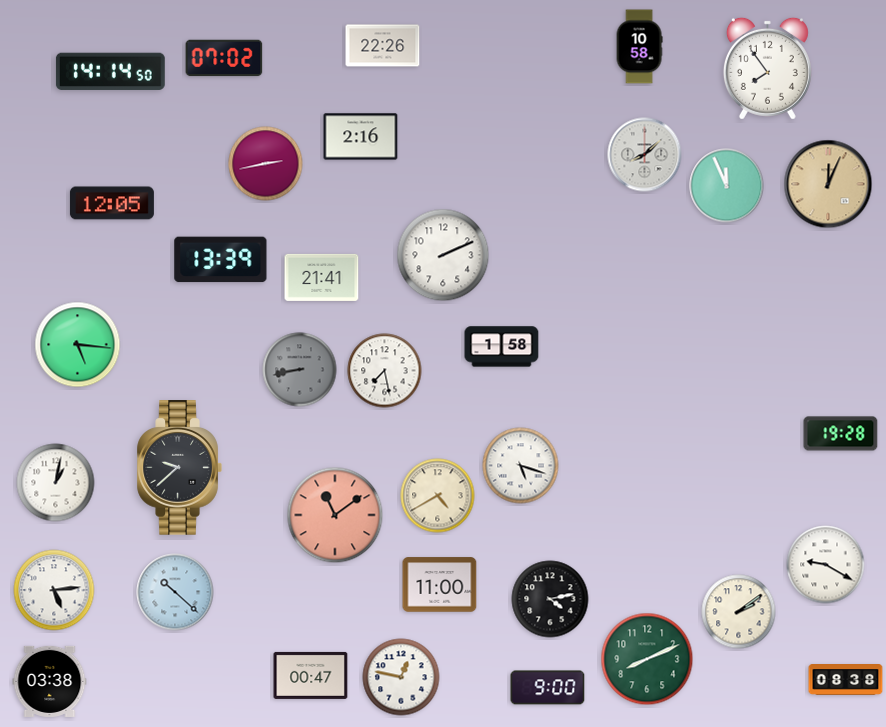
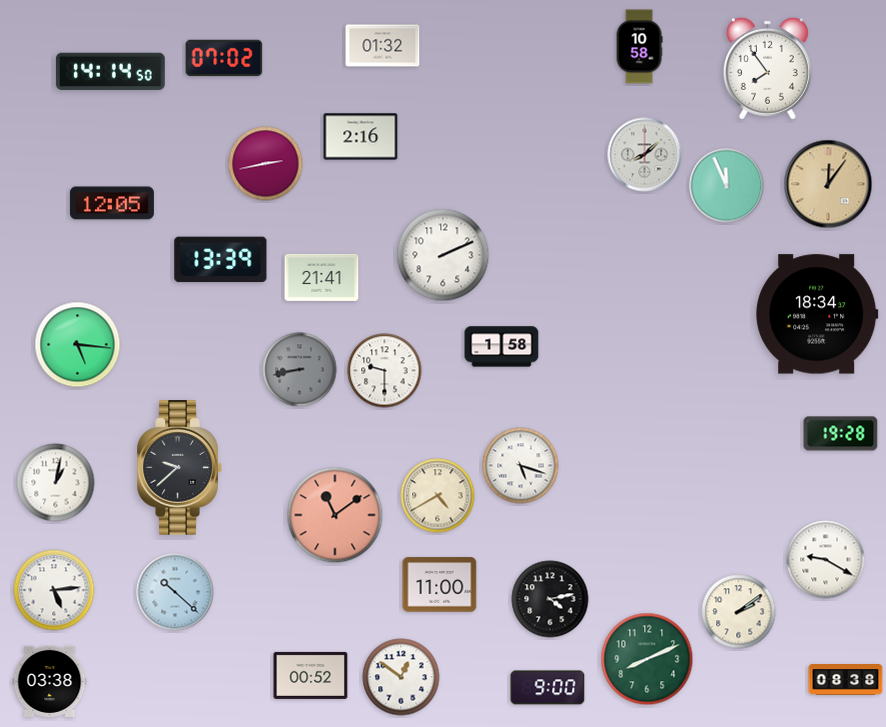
clock at (383, 46): 22:26 -> 01:32
clock at (828, 184): 12:04 -> 12:06
clock at (817, 314): none -> 18:34
clock at (385, 371): 7:28 -> 9:30
clock at (826, 565) position: (826, 565) -> (826, 560)
clock at (311, 675): 00:47 -> 00:52
clock at (401, 677): 12:47 -> 12:51
